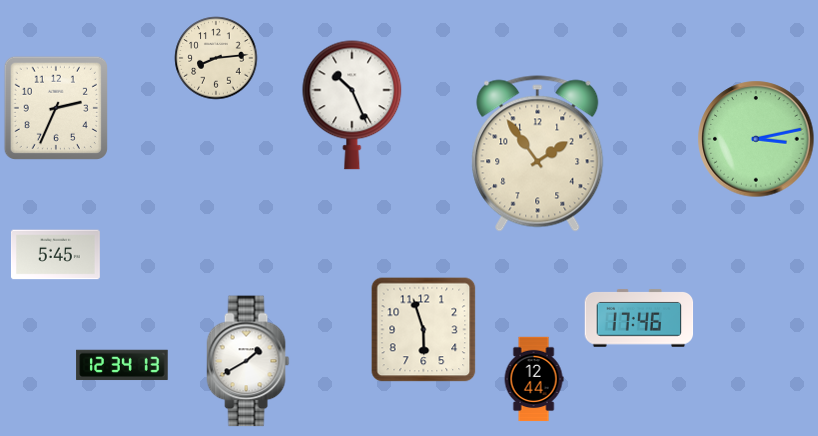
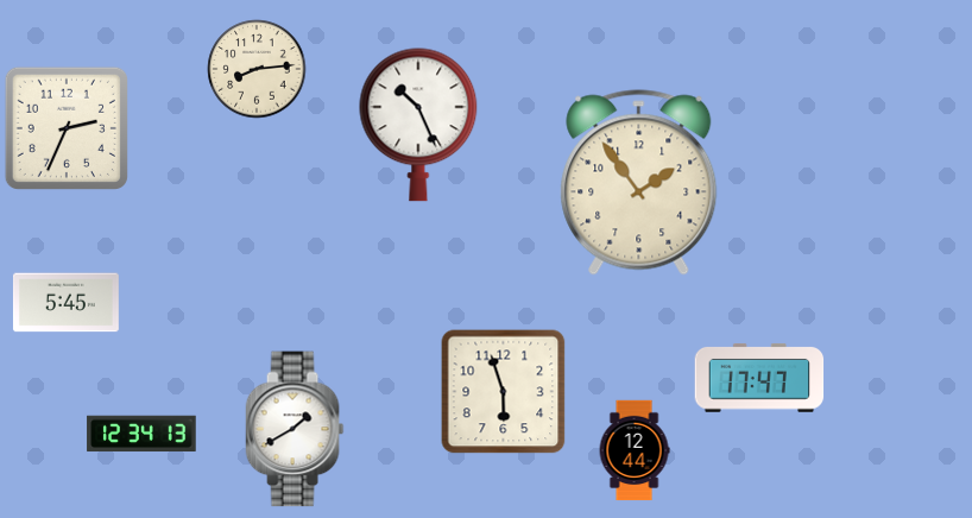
clock at (756, 139): 3:13 -> none
clock at (639, 318): 17:46 -> 17:47
clock at (122, 365) position: (122, 365) -> (141, 434)
